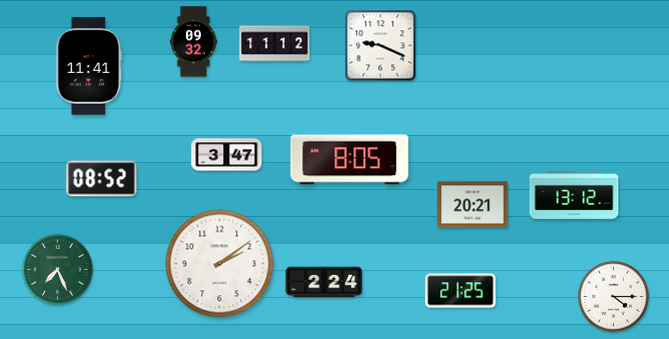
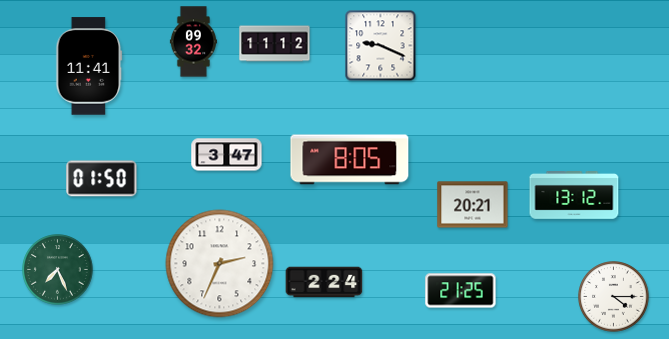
clock at (102, 179): 08:52 -> 01:50
clock at (220, 264): 2:09 -> 2:34
